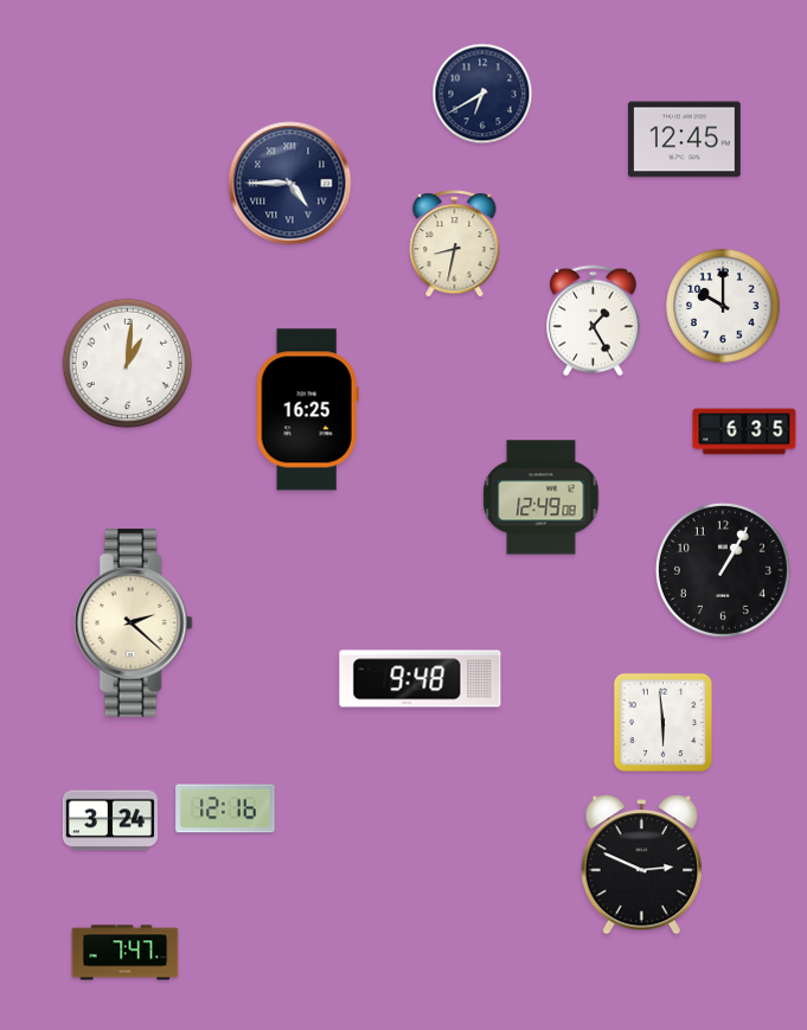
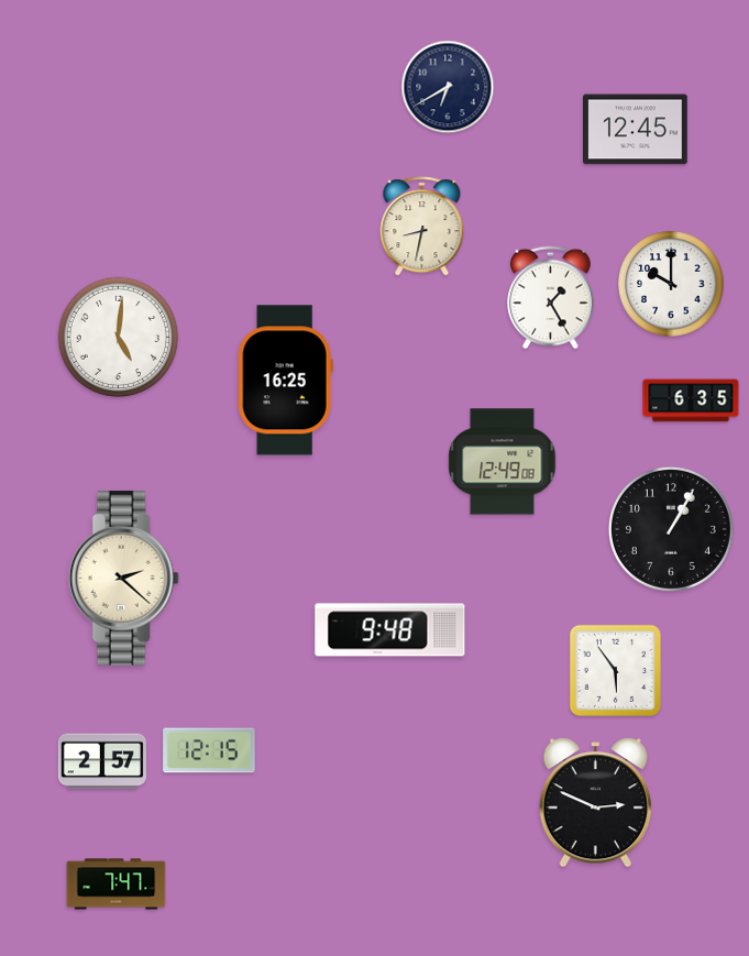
clock at (290, 184): 4:45 -> none
clock at (128, 364): 1:01 -> 5:01
clock at (662, 722): 5:59 -> 5:54
clock at (225, 808): 12:16 -> 12:15
clock at (110, 820): 3:24 -> 2:57
